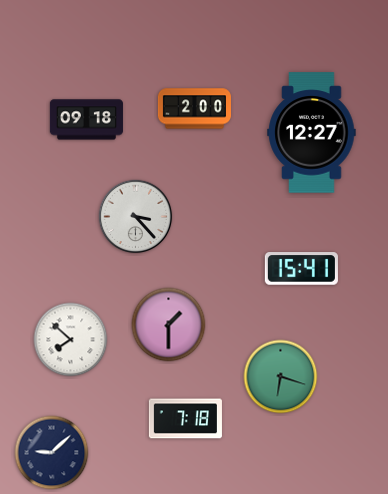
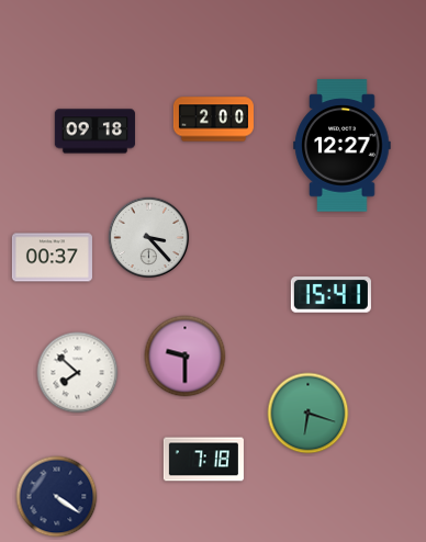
clock at (52, 258): none -> 00:37
clock at (169, 325): 1:30 -> 9:30
clock at (52, 453): 9:08 -> 4:21
